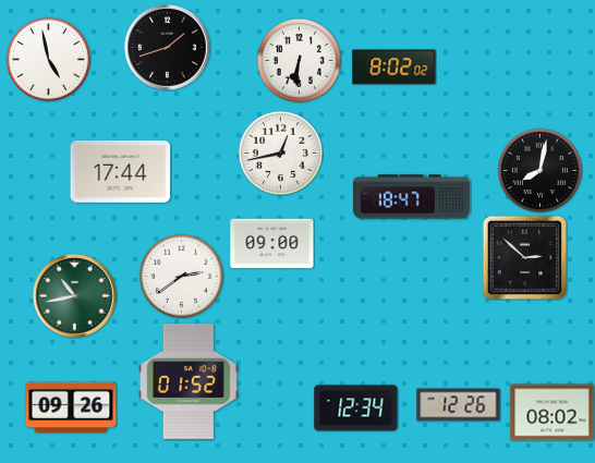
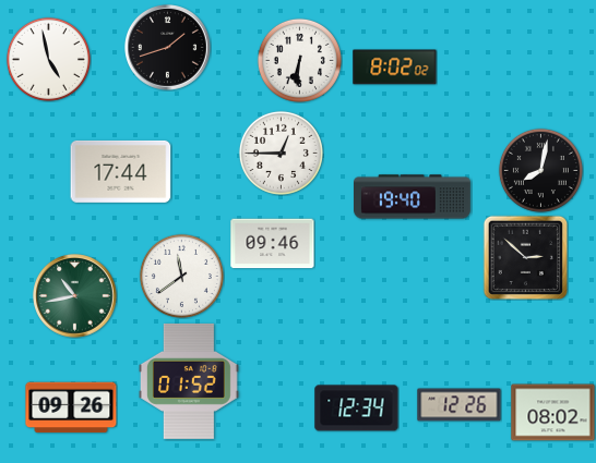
clock at (280, 153): 12:43 -> 12:45
clock at (412, 197): 18:47 -> 19:40
clock at (272, 244): 09:00 -> 09:46
clock at (181, 276): 2:39 -> 11:39
